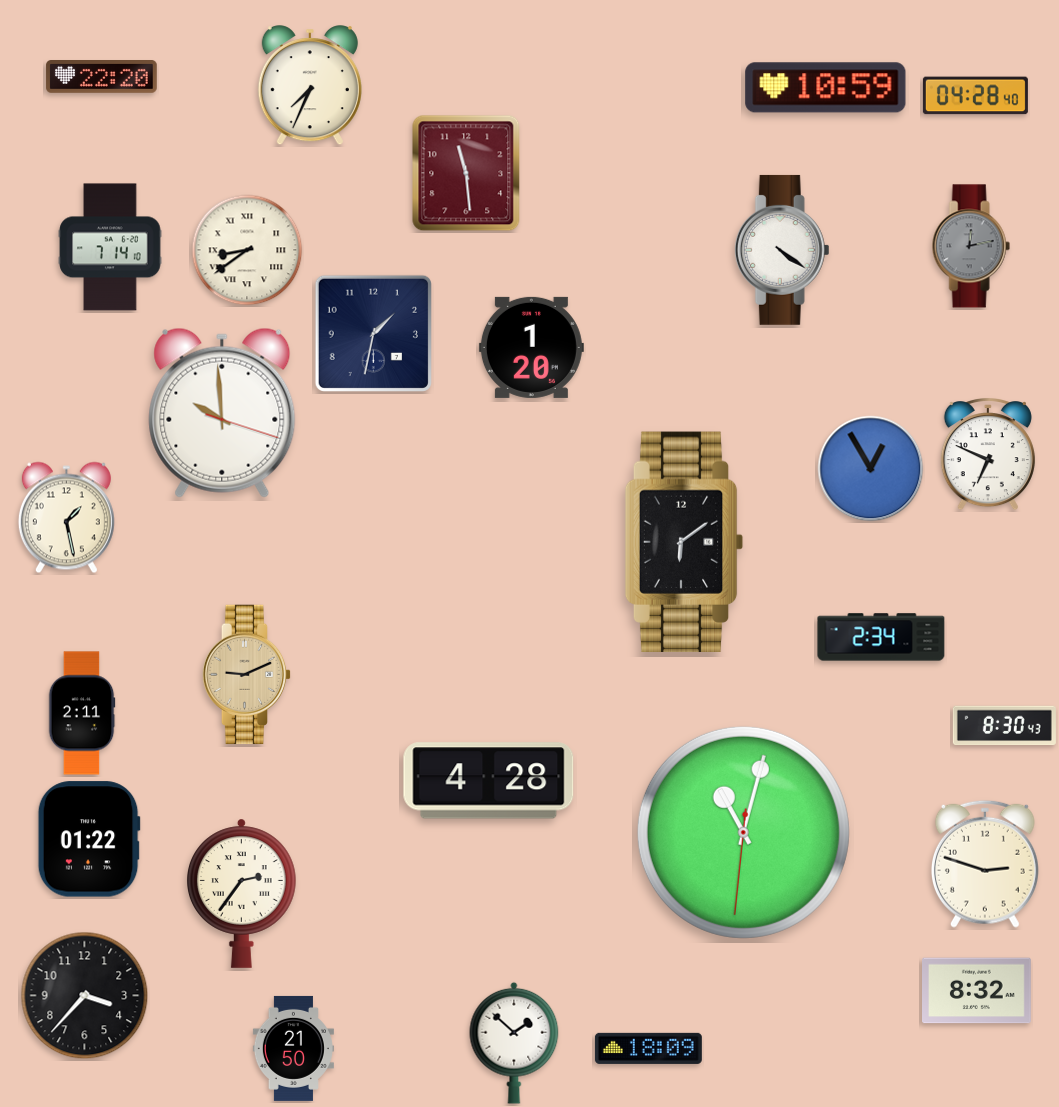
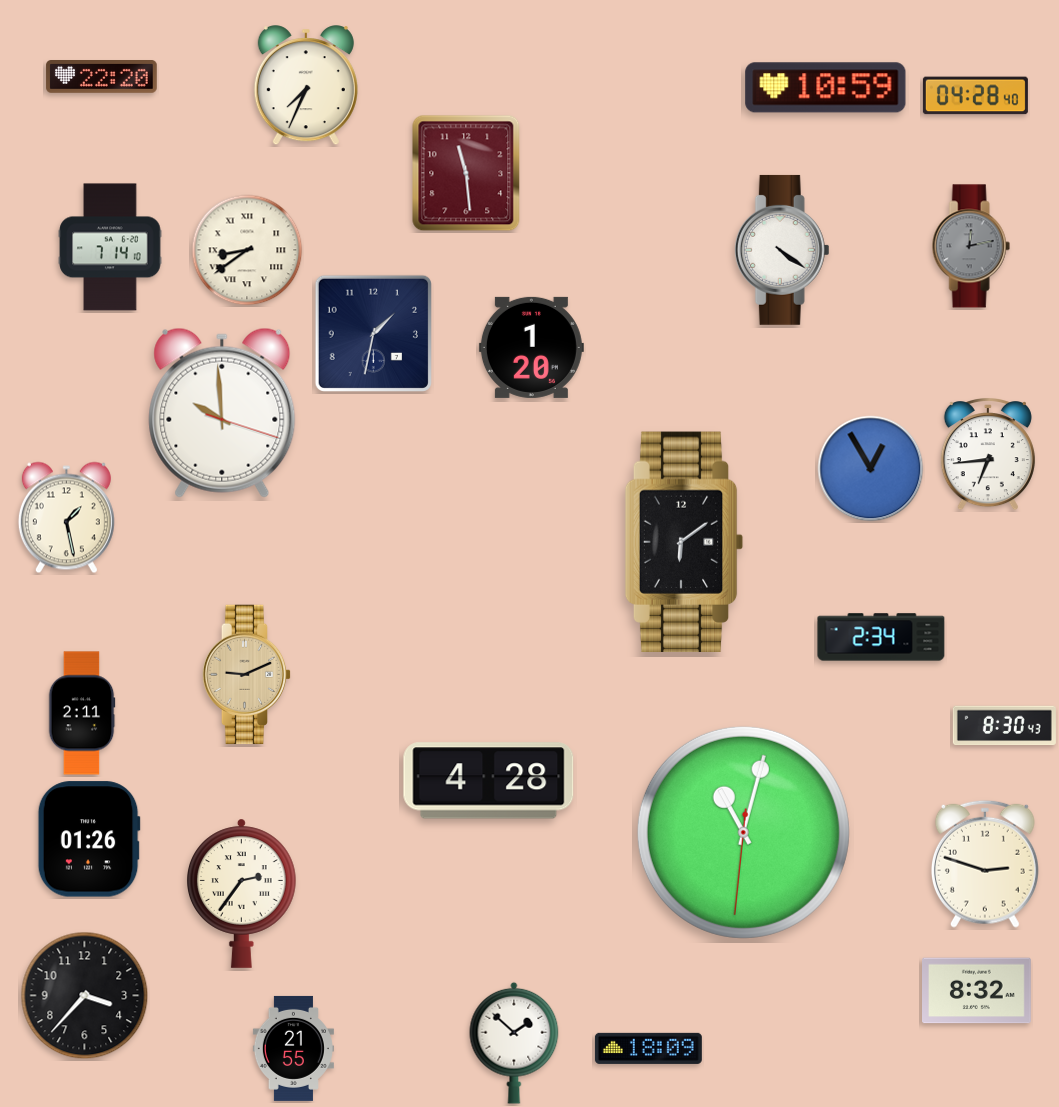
clock at (310, 86) position: (310, 86) -> (306, 86)
clock at (988, 455): 6:49 -> 6:44
clock at (89, 839): 01:22 -> 01:26
clock at (293, 1048): 21:50 -> 21:55
